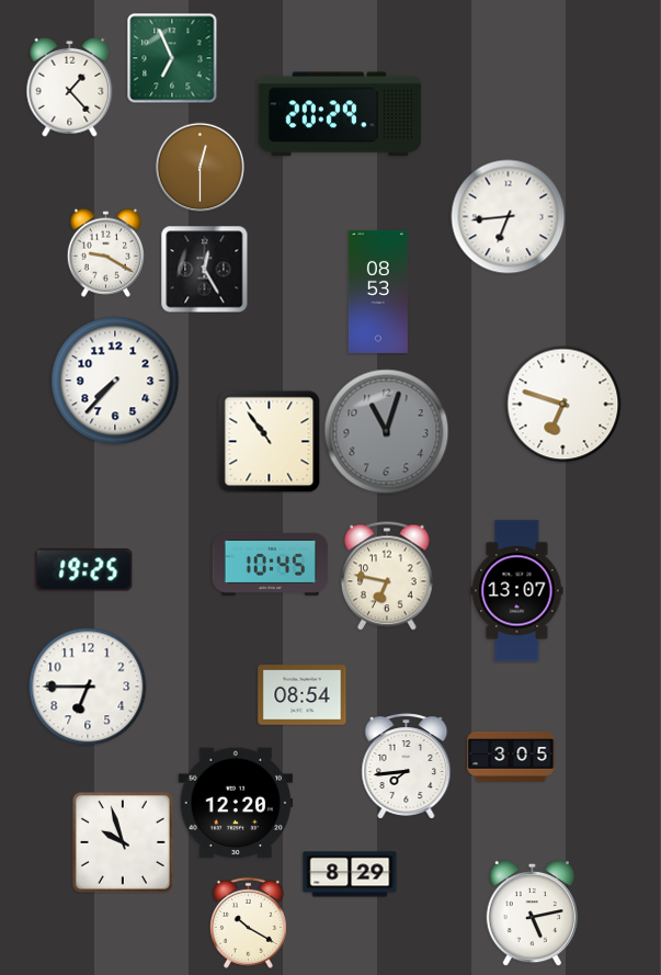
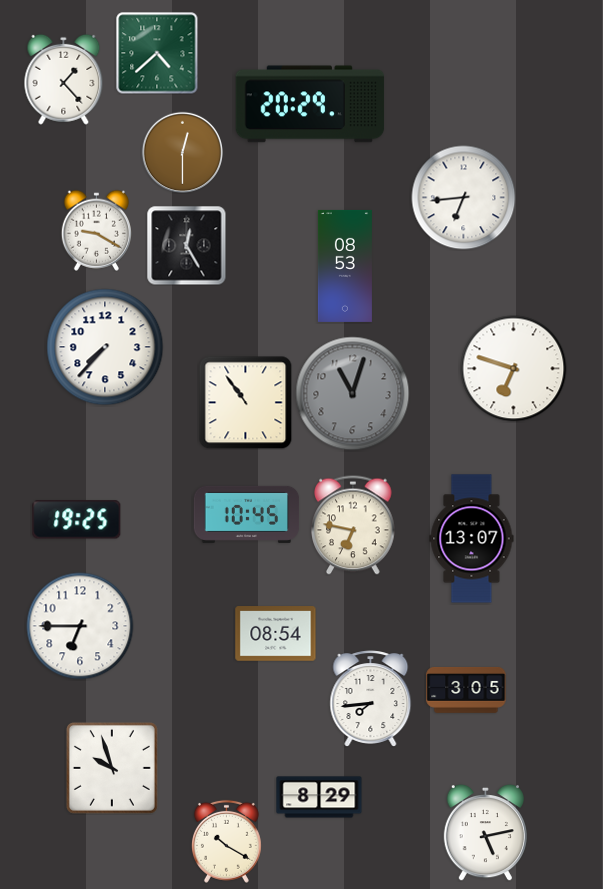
clock at (172, 58): 6:56 -> 4:38
clock at (236, 803): 12:20 -> none
